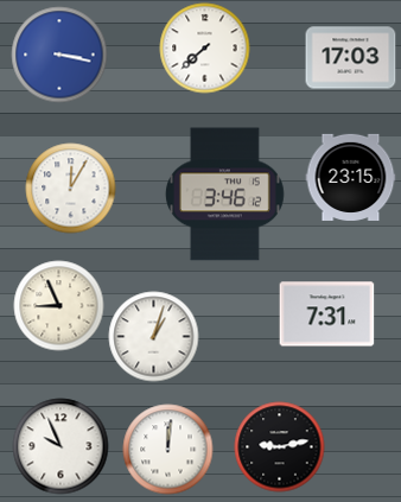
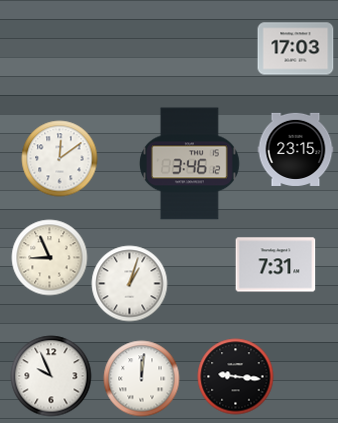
clock at (205, 49): 7:38 -> none
clock at (59, 55): 3:17 -> none
clock at (71, 189): 12:05 -> 12:09
clock at (280, 447): 9:13 -> 9:16
